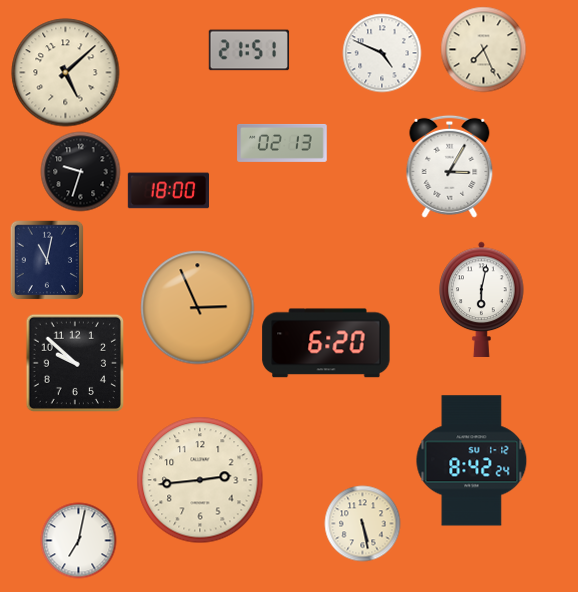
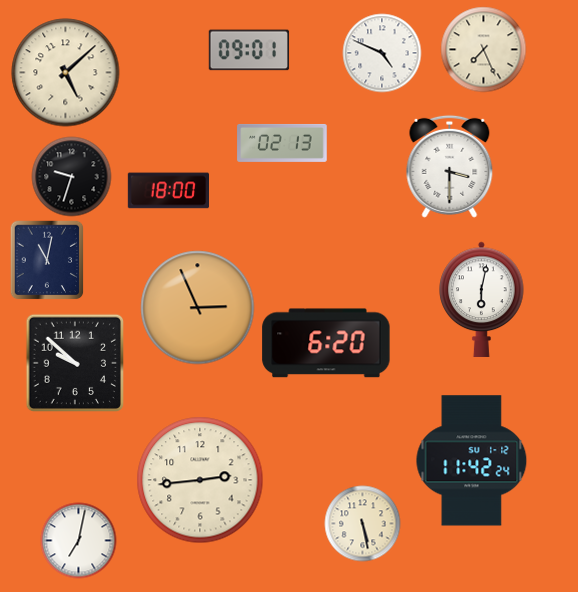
clock at (249, 50): 21:51 -> 09:01
clock at (450, 166): 3:05 -> 3:30
clock at (81, 172) position: (81, 172) -> (72, 177)
clock at (472, 461): 8:42 -> 11:42
